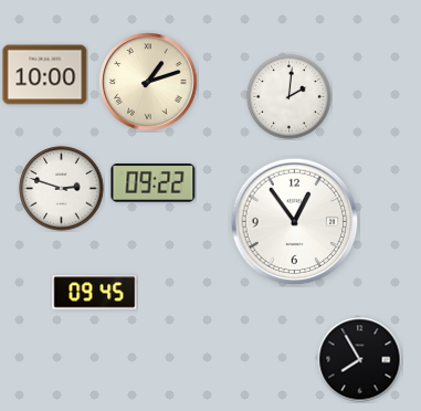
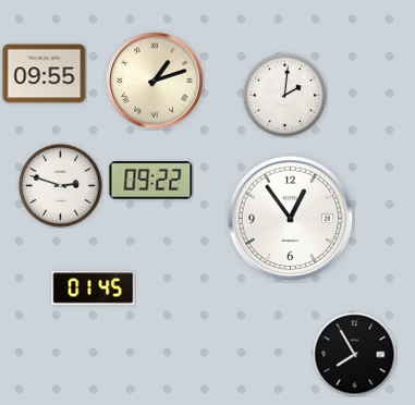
clock at (45, 75): 10:00 -> 09:55
clock at (148, 82) position: (148, 82) -> (155, 81)
clock at (95, 293): 09:45 -> 01:45
